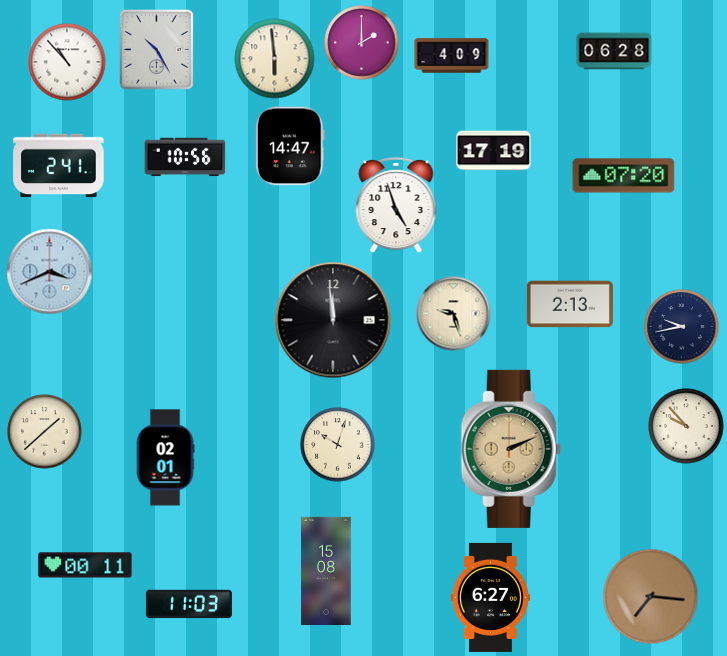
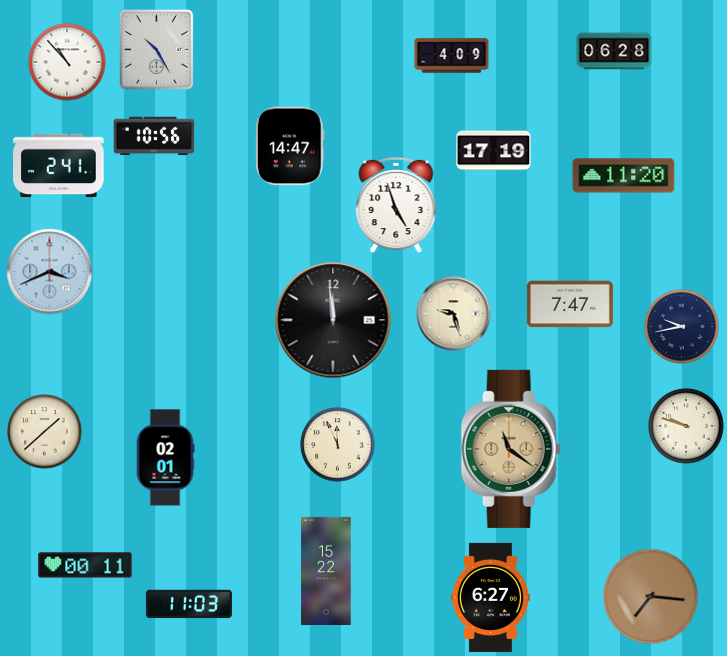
clock at (362, 43): 2:00 -> none
clock at (275, 59): 5:59 -> none
clock at (185, 157) position: (185, 157) -> (154, 136)
clock at (624, 176): 07:20 -> 11:20
clock at (570, 304): 2:13 -> 7:47
clock at (686, 426): 9:53 -> 9:48
clock at (338, 445): 10:03 -> 11:56
clock at (511, 449): 2:11 -> 11:21
clock at (326, 570): 15:08 -> 15:22
